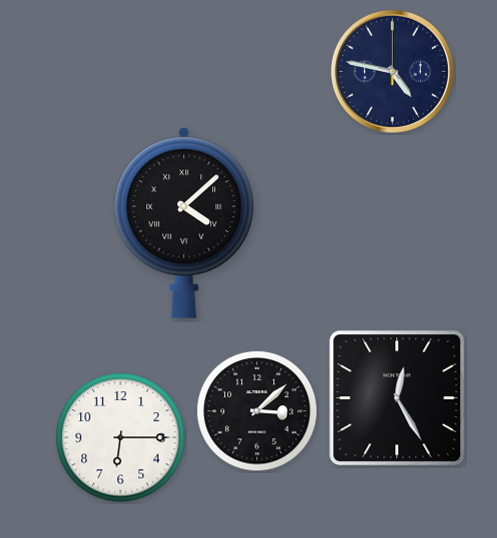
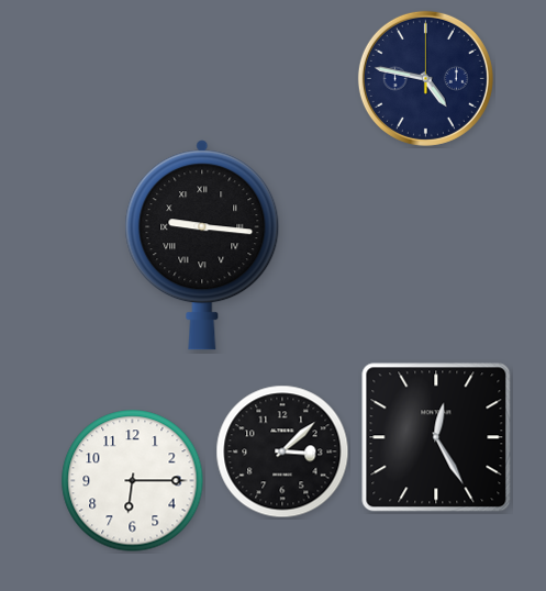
clock at (392, 71) position: (392, 71) -> (425, 78)
clock at (184, 223): 4:08 -> 9:16
